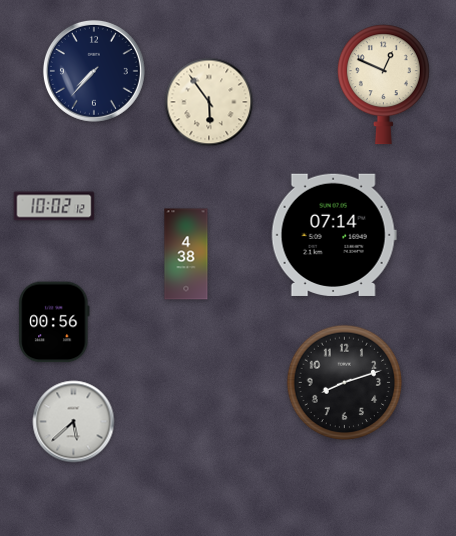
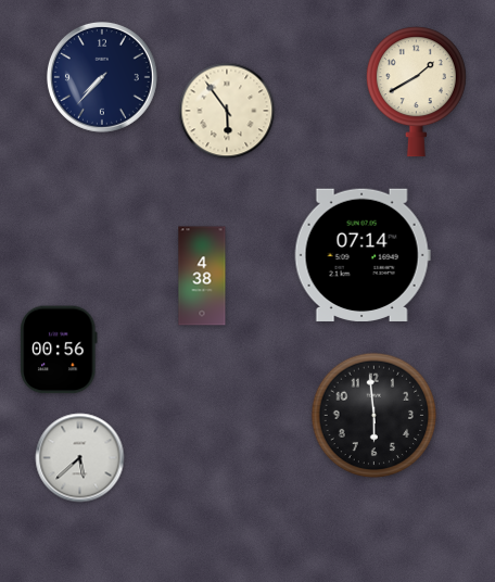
clock at (383, 85): 12:49 -> 1:40
clock at (54, 206): 10:02 -> none
clock at (345, 383): 8:12 -> 5:59
